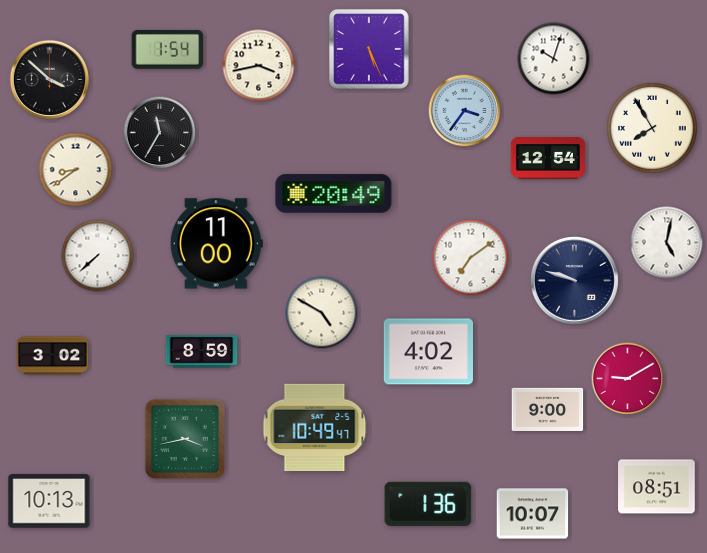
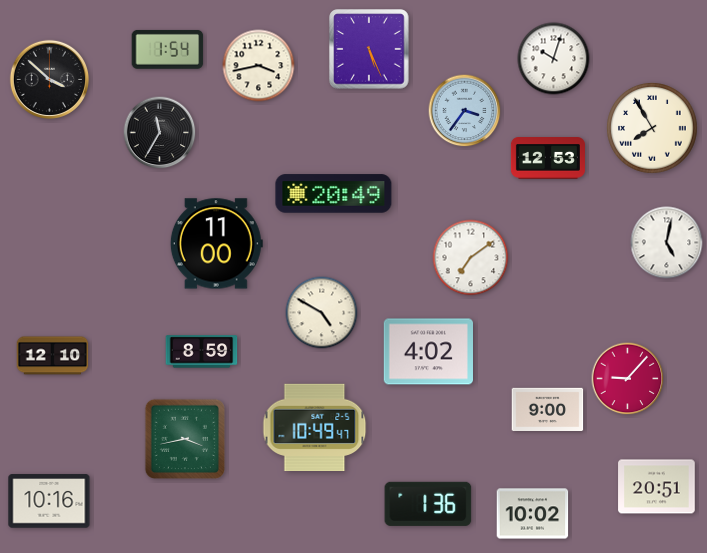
clock at (548, 158): 12:54 -> 12:53
clock at (76, 170): 8:39 -> none
clock at (98, 256): 7:38 -> none
clock at (574, 280): 9:48 -> none
clock at (53, 356): 3:02 -> 12:10
clock at (628, 379): 9:10 -> 9:07
clock at (657, 487): 08:51 -> 20:51
clock at (49, 501): 10:13 -> 10:16
clock at (533, 514): 10:07 -> 10:02
